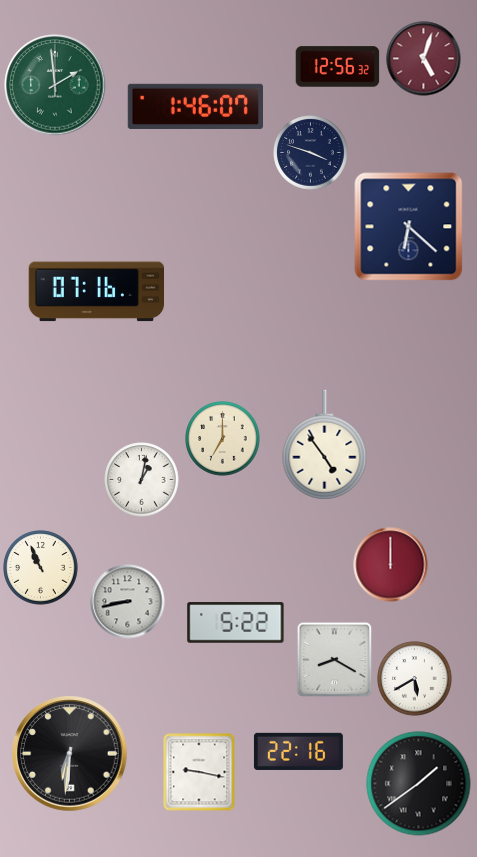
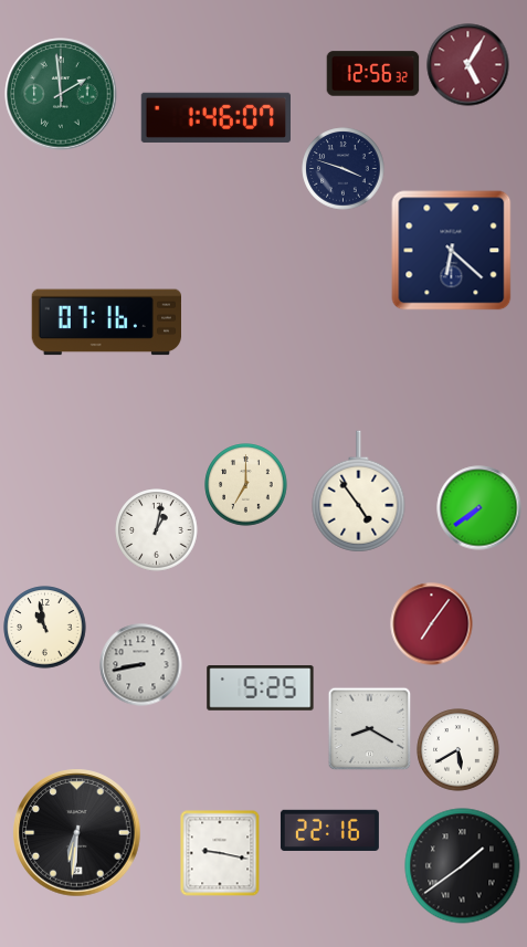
clock at (424, 59): 5:03 -> 5:05
clock at (479, 508): none -> 7:39
clock at (391, 565): 12:00 -> 7:06
clock at (41, 568): 10:56 -> 10:58
clock at (236, 623): 5:22 -> 5:25
